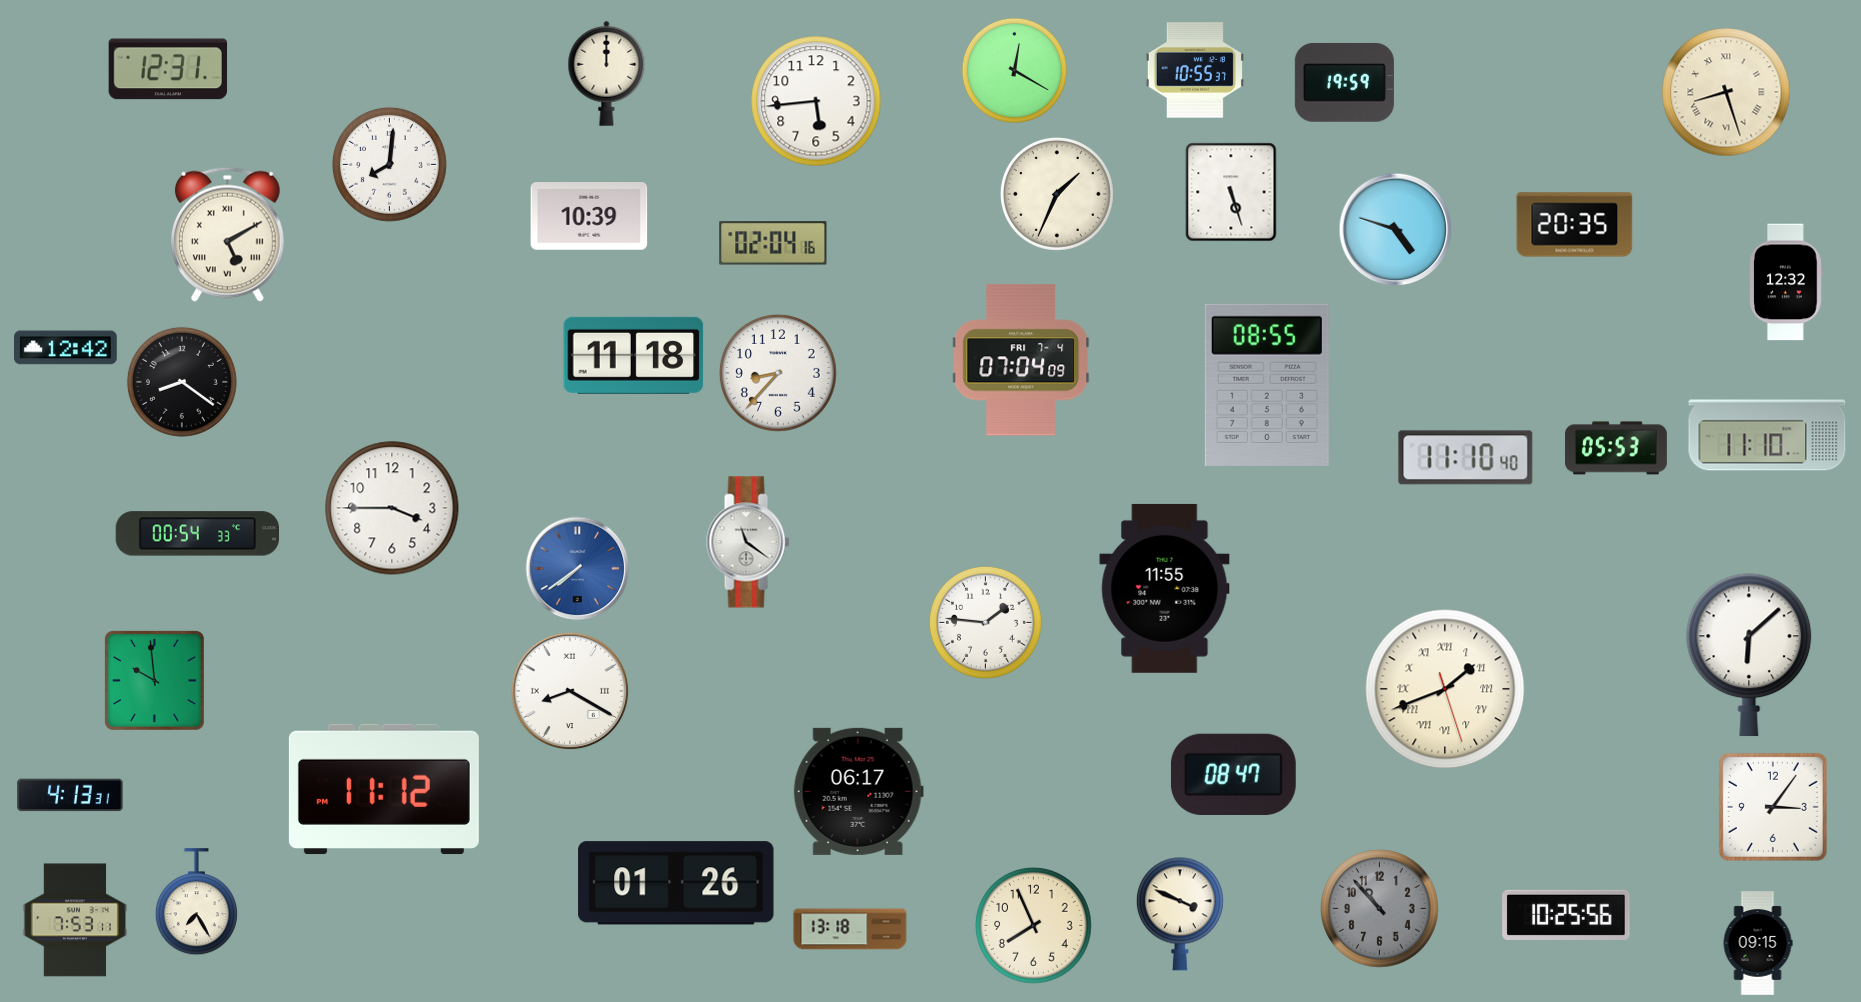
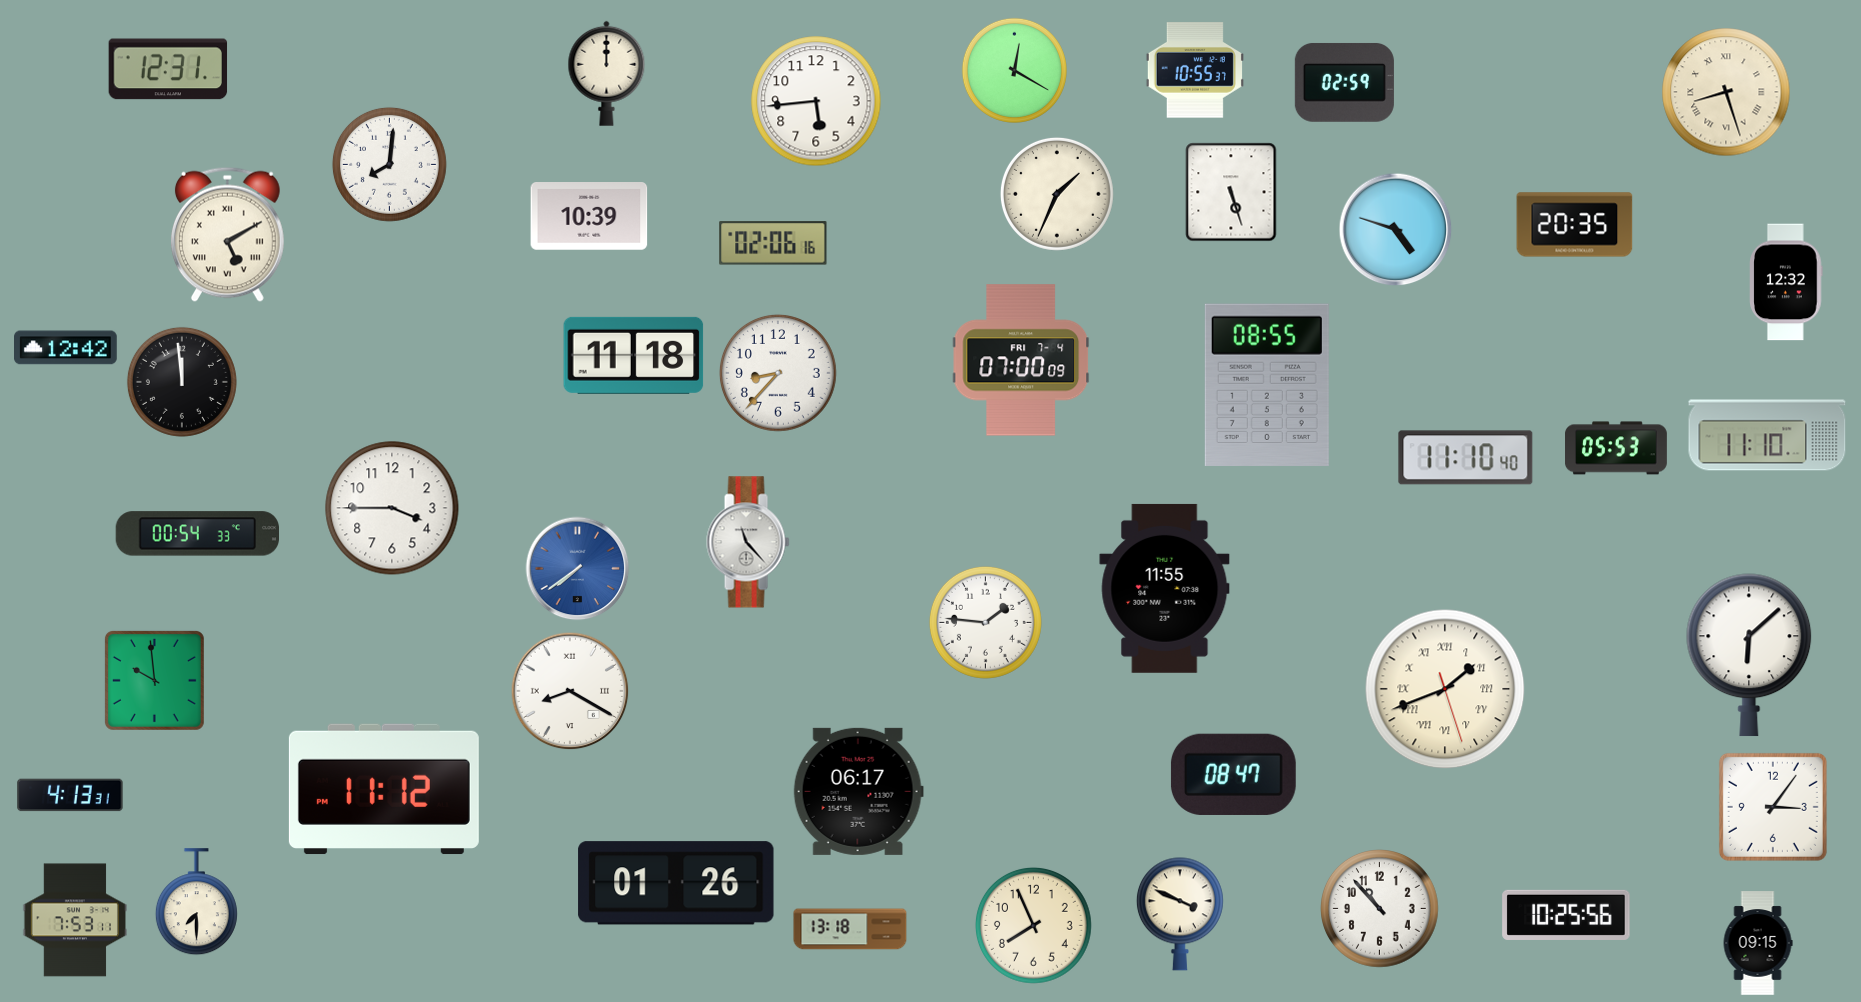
clock at (1344, 82): 19:59 -> 02:59
clock at (773, 243): 02:04 -> 02:06
clock at (1021, 360): 07:04 -> 07:00
clock at (182, 382): 8:21 -> 11:59
clock at (748, 542): 11:21 -> 11:23
clock at (196, 902): 7:25 -> 7:30
clock at (1380, 909) dial: grey -> white
